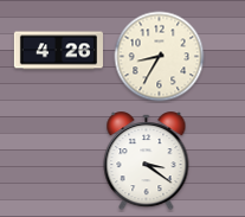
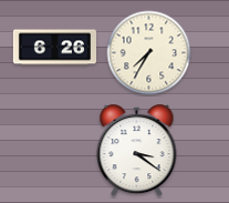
clock at (58, 51): 4:26 -> 6:26
clock at (160, 57): 8:35 -> 7:35
